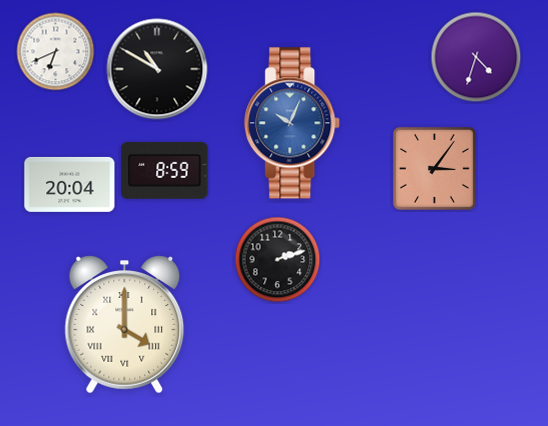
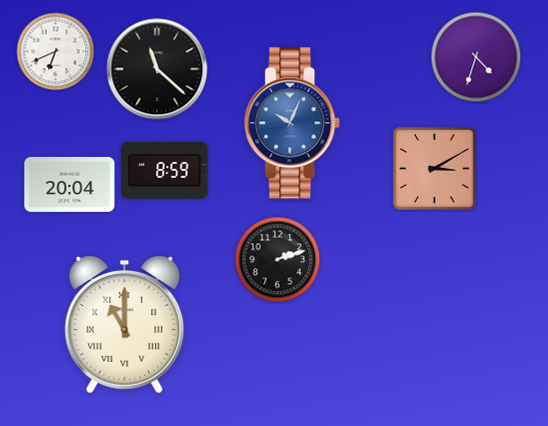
clock at (157, 69): 10:50 -> 11:22
clock at (434, 168): 3:06 -> 3:10
clock at (125, 325): 4:00 -> 11:00
